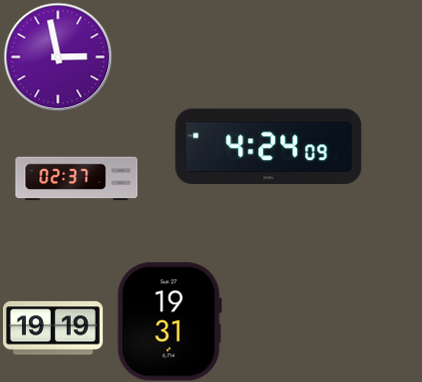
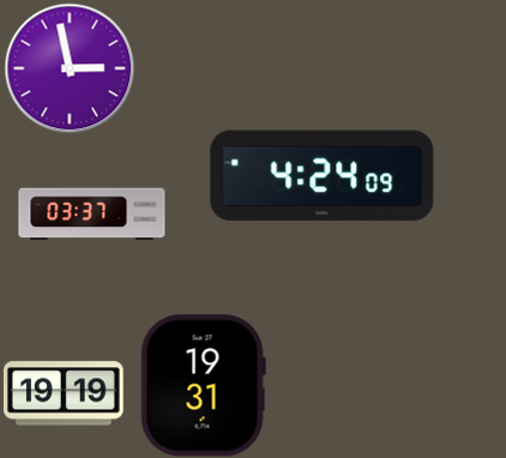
clock at (77, 179): 02:37 -> 03:37
